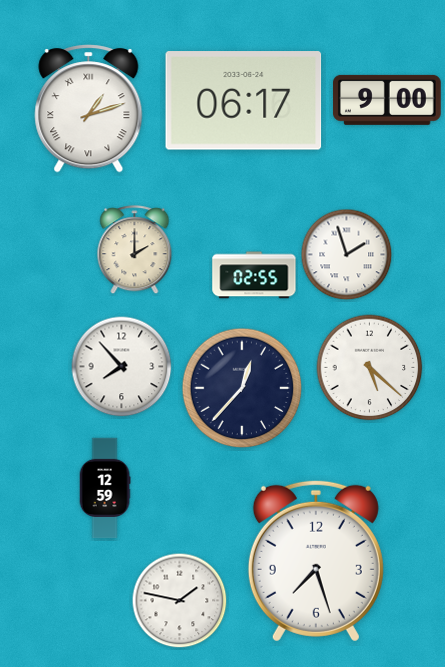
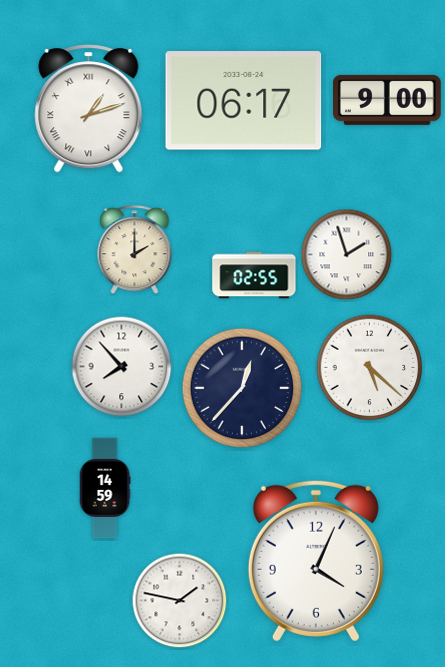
clock at (105, 488): 12:59 -> 14:59
clock at (316, 561): 7:27 -> 4:04
